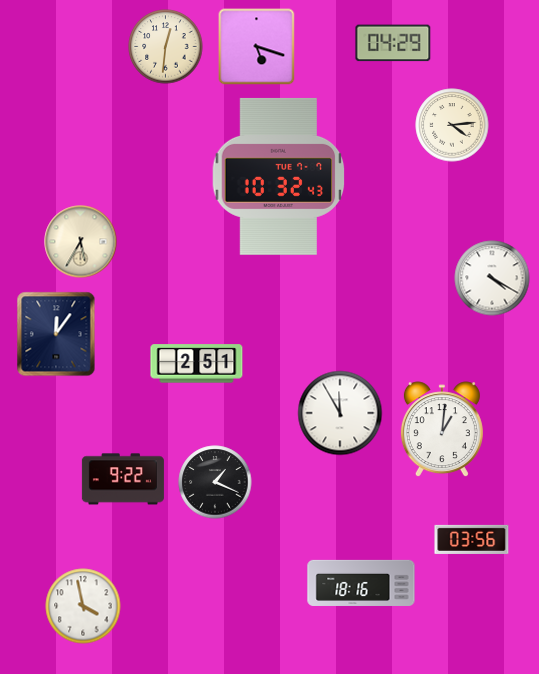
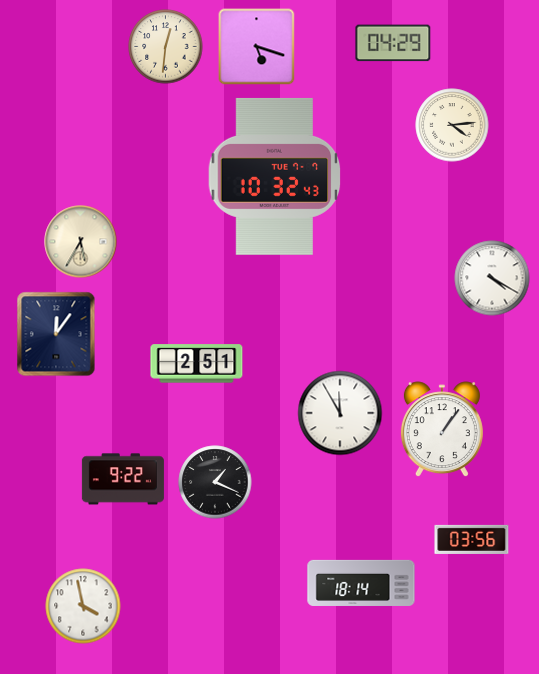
clock at (279, 176) position: (279, 176) -> (275, 176)
clock at (442, 430): 1:01 -> 1:06
clock at (361, 583): 18:16 -> 18:14
